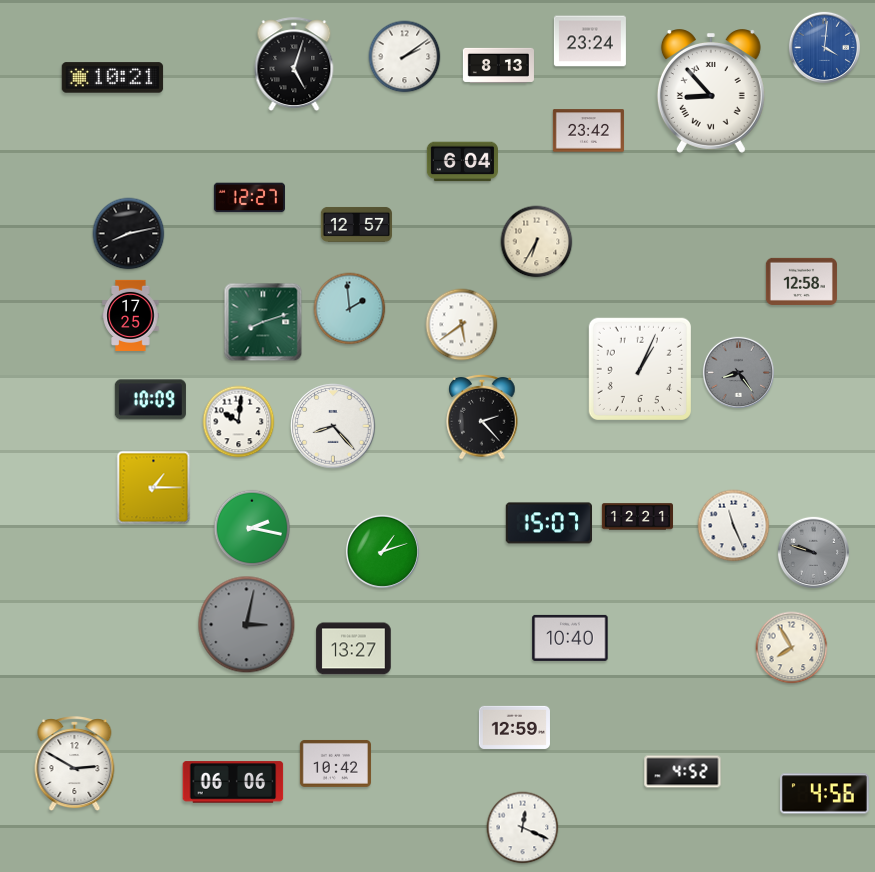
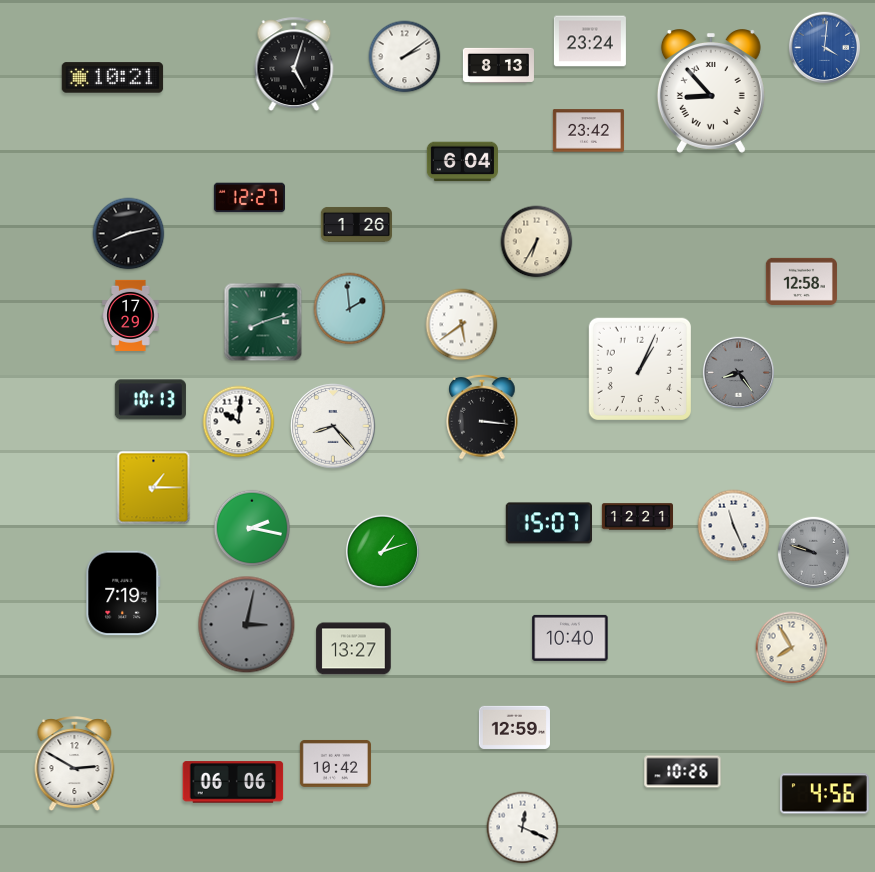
clock at (356, 224): 12:57 -> 1:26
clock at (131, 315): 17:25 -> 17:29
clock at (150, 400): 10:09 -> 10:13
clock at (482, 417): 2:23 -> 3:16
clock at (123, 593): none -> 7:19
clock at (683, 772): 4:52 -> 10:26
